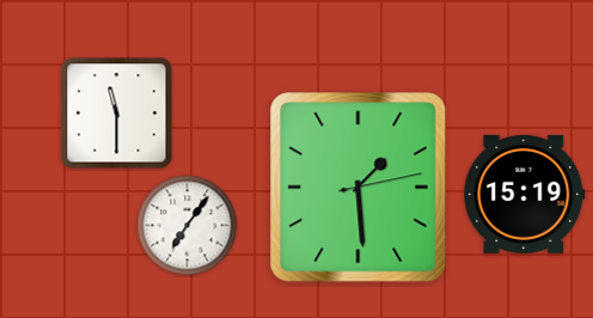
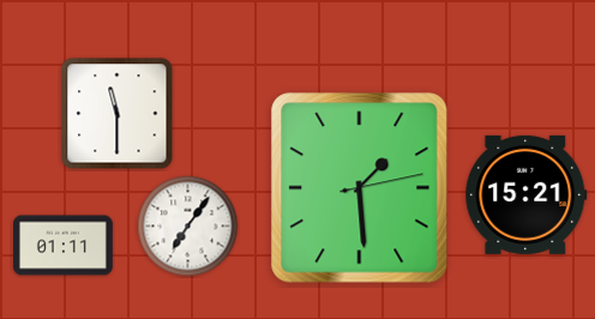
clock at (525, 194): 15:19 -> 15:21
clock at (64, 246): none -> 01:11
